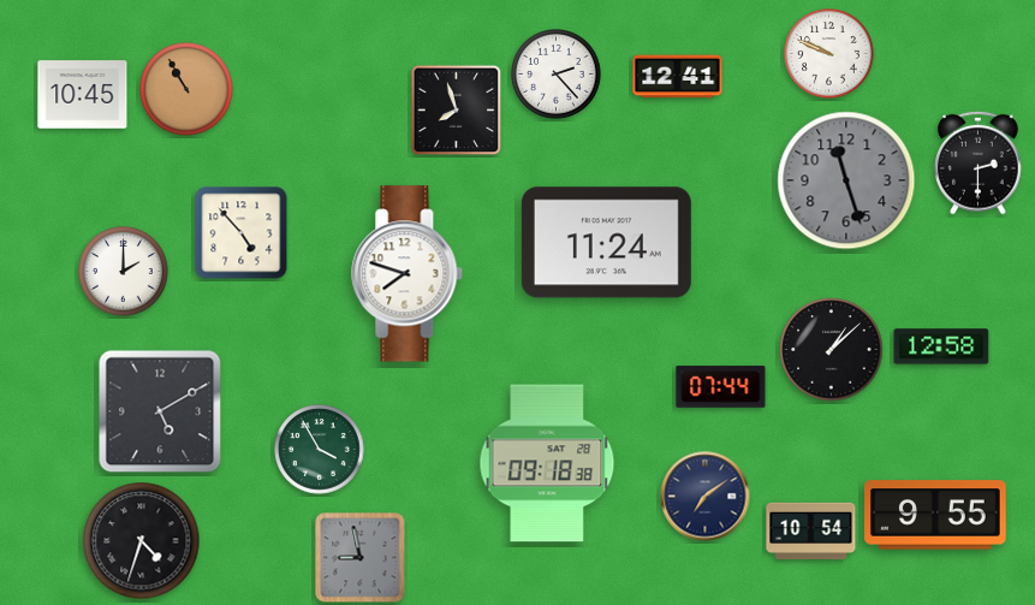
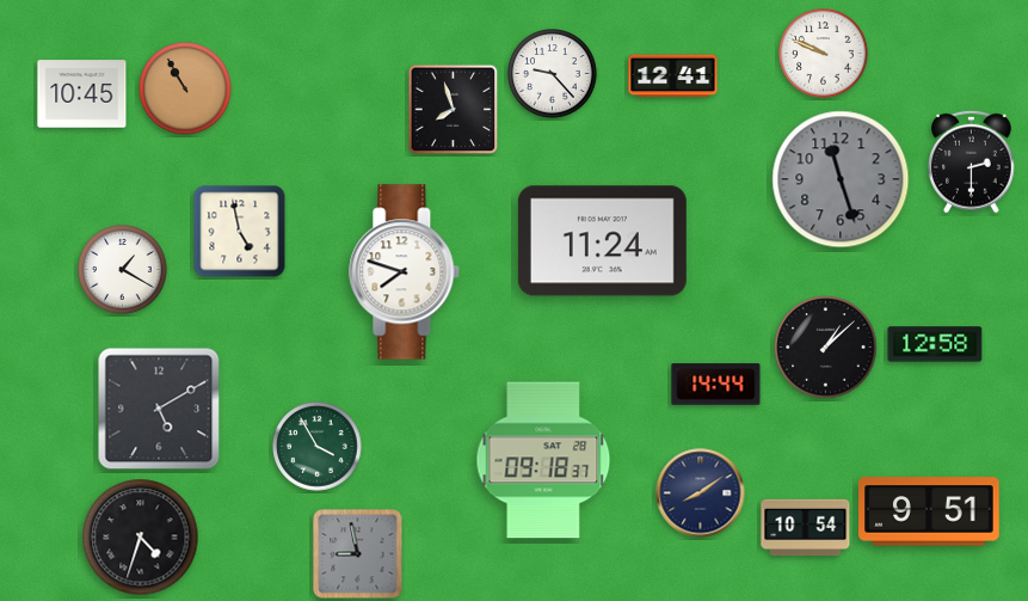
clock at (557, 75): 2:23 -> 9:23
clock at (242, 233): 4:53 -> 4:58
clock at (124, 272): 2:00 -> 1:20
clock at (721, 387): 07:44 -> 14:44
clock at (547, 463): 09:18:38 -> 09:18:37
clock at (706, 497): 7:09 -> 8:09
clock at (935, 515): 9:55 -> 9:51
